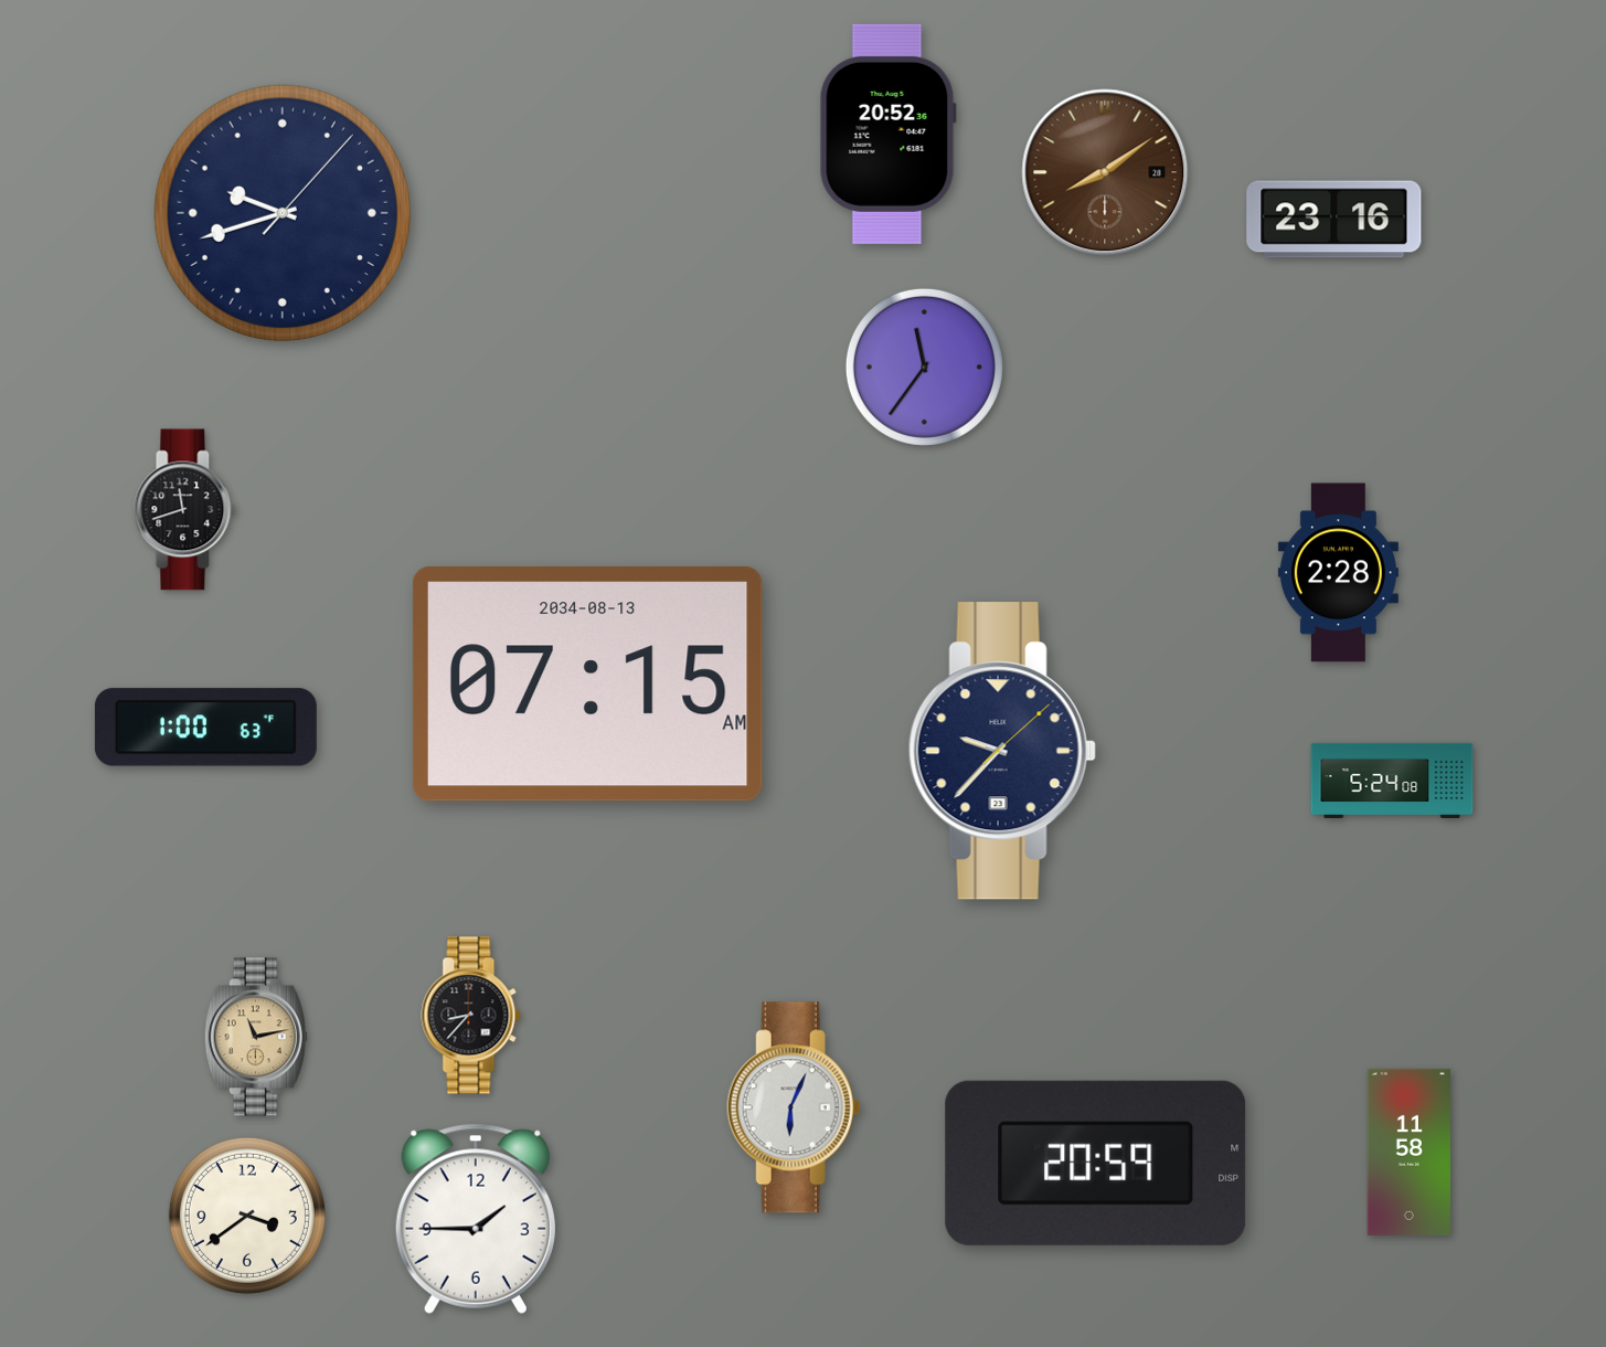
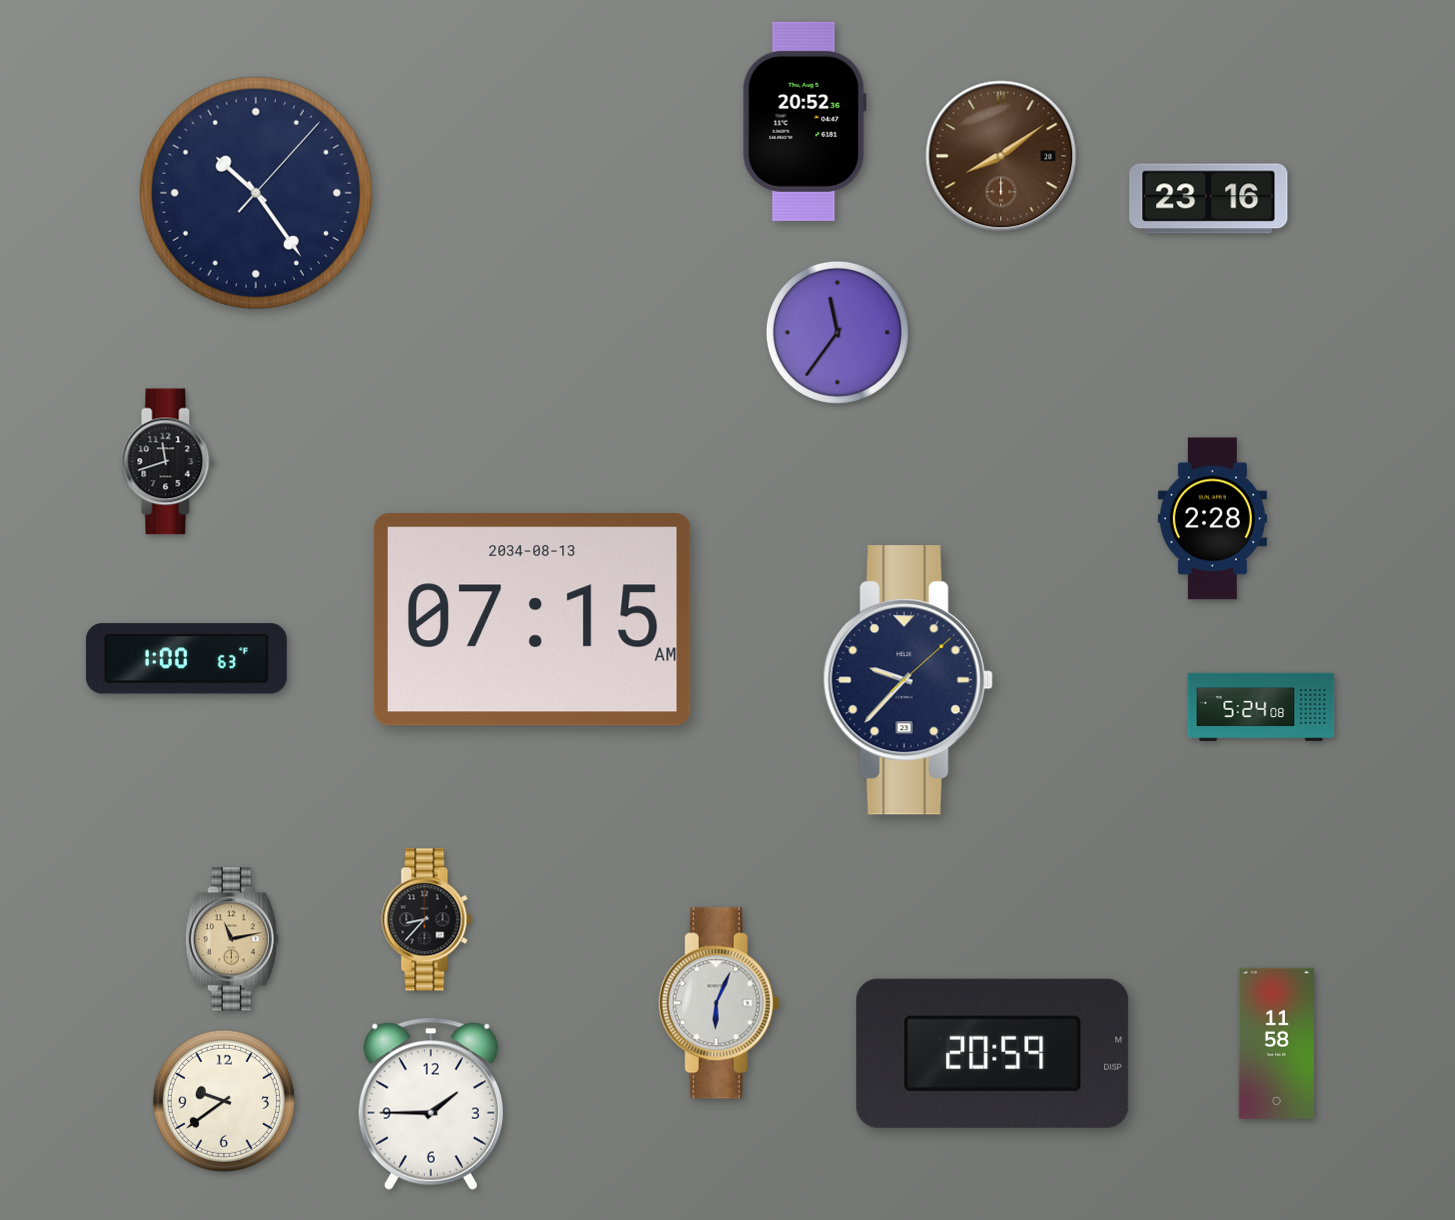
clock at (283, 213): 9:42 -> 10:24
clock at (247, 1216): 3:39 -> 9:39
